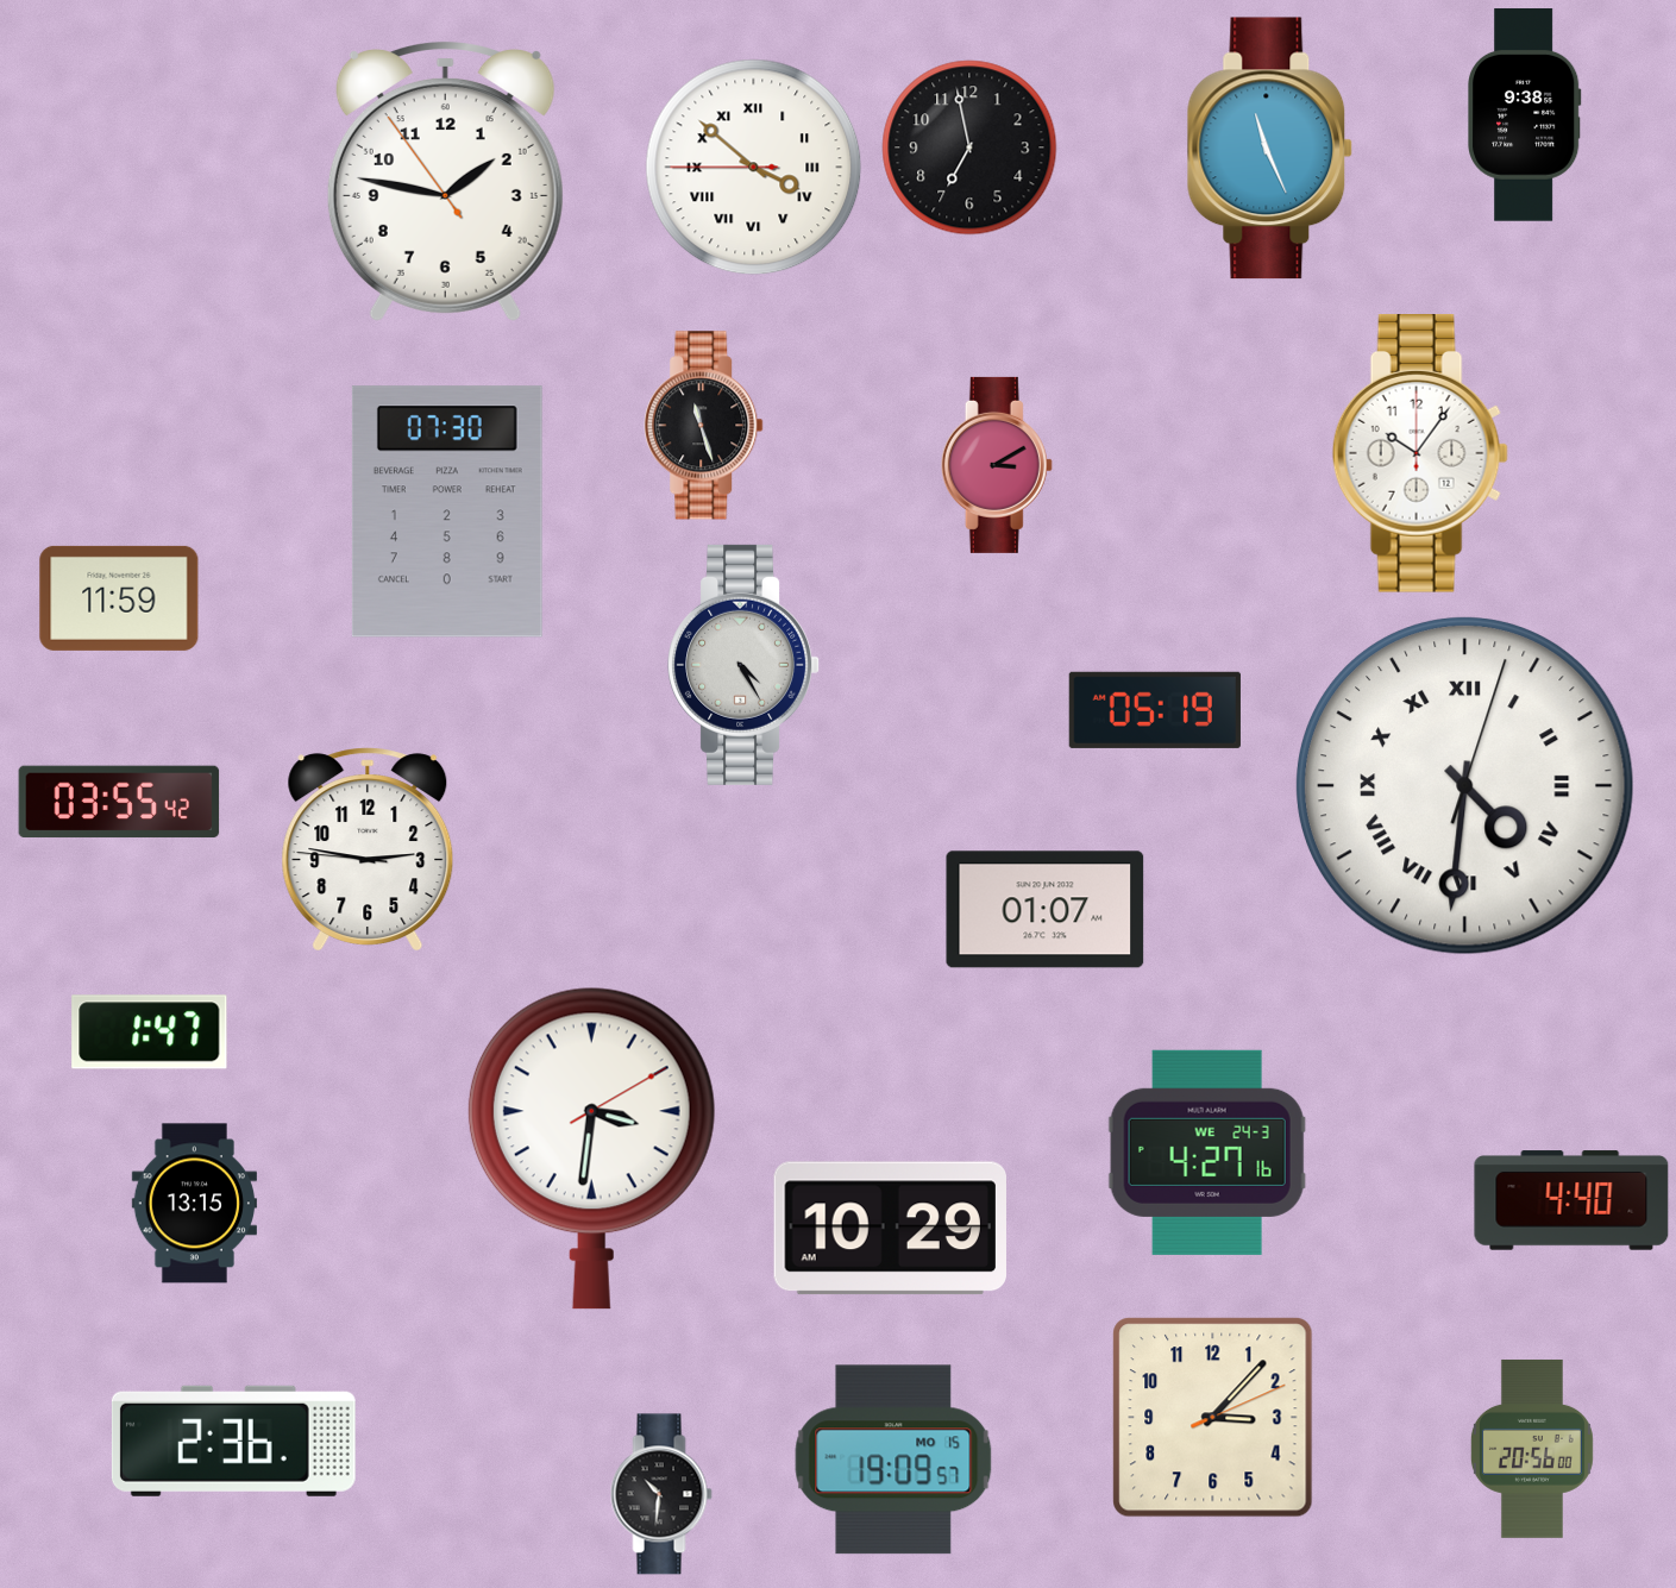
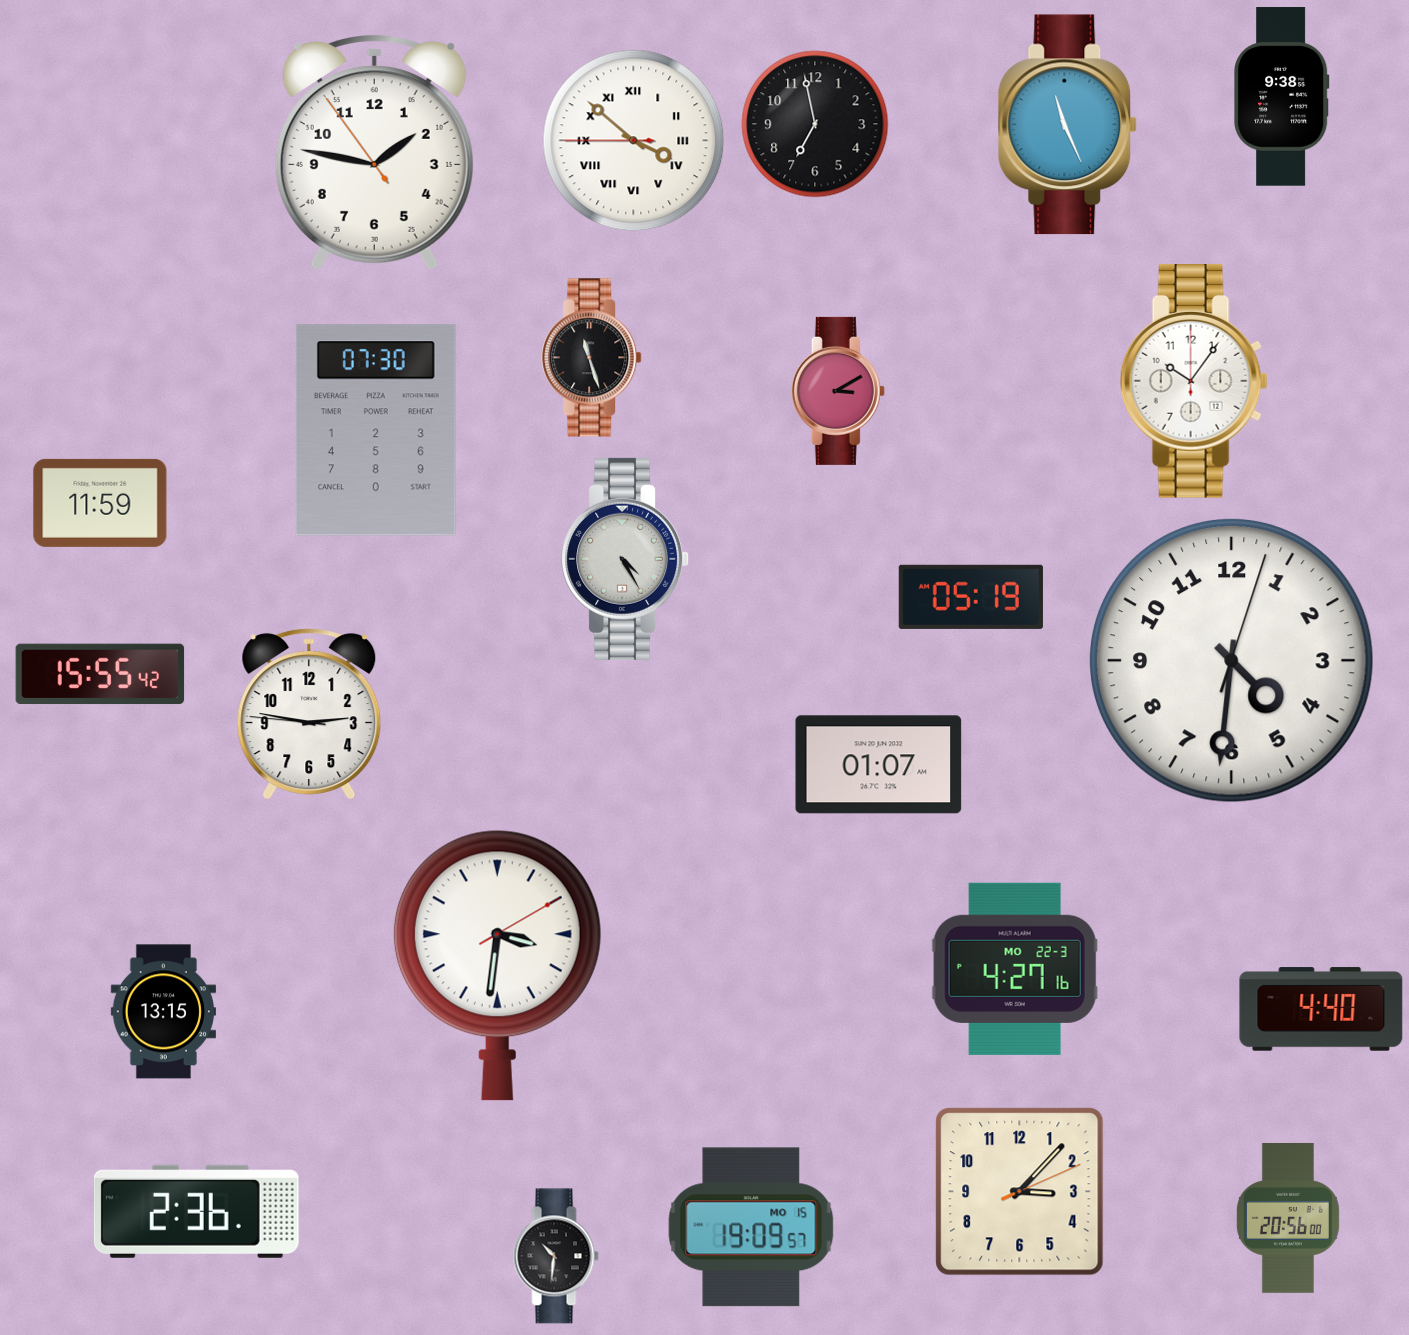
clock at (1464, 785) numerals: Roman -> Arabic
clock at (119, 802): 03:55 -> 15:55
clock at (150, 1032): 1:47 -> none
clock at (1207, 1153) date: WE 24-3 -> MO 22-3
clock at (890, 1229): 10:29 -> none
